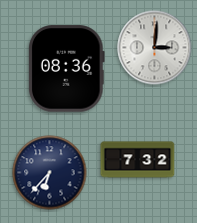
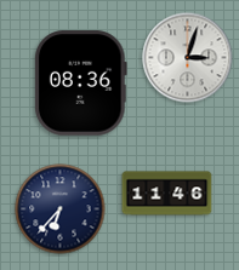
clock at (155, 48): 3:01 -> 3:03
clock at (138, 160): 7:32 -> 11:46
